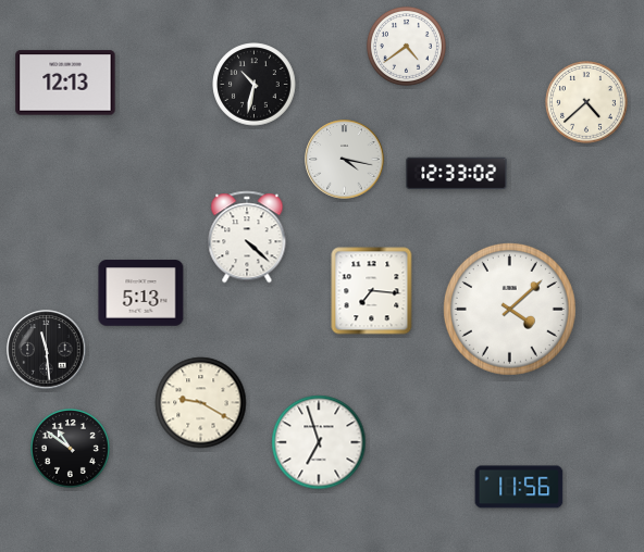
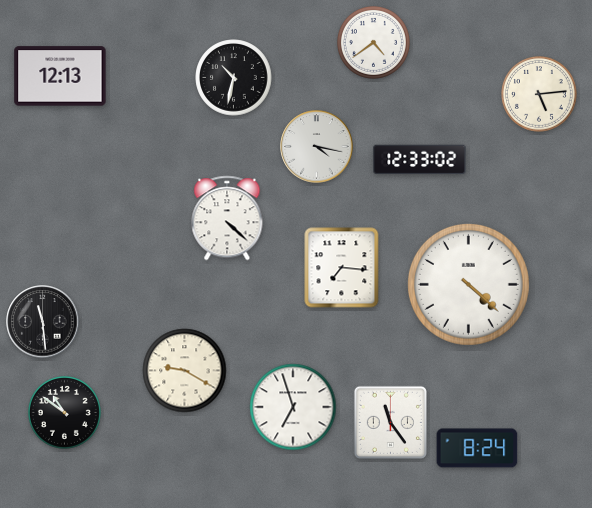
clock at (587, 103): 4:38 -> 5:14
clock at (141, 293): 5:13 -> none
clock at (509, 309): 4:08 -> 4:22
clock at (390, 422): none -> 11:24
clock at (519, 487): 11:56 -> 8:24
